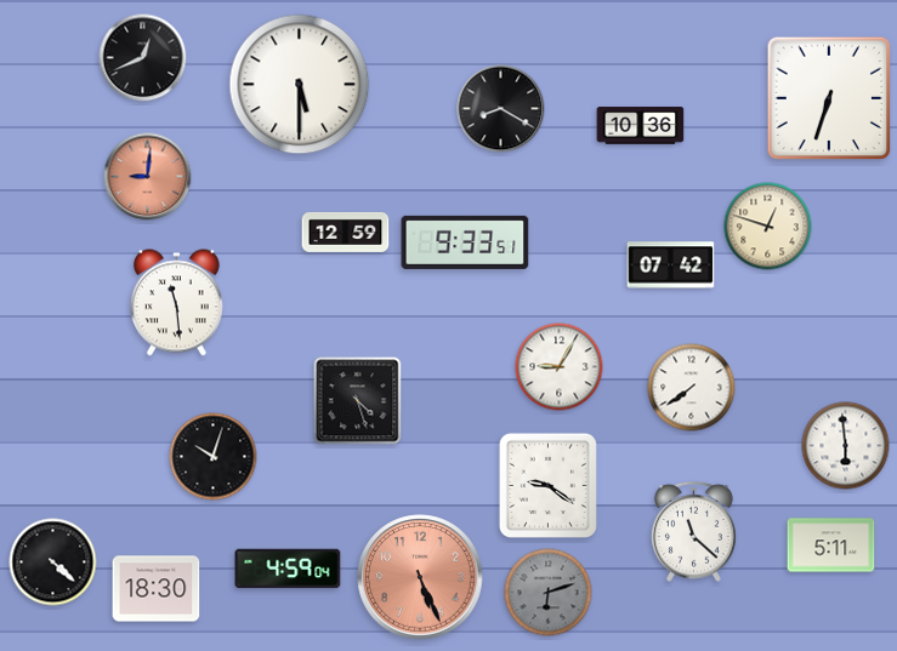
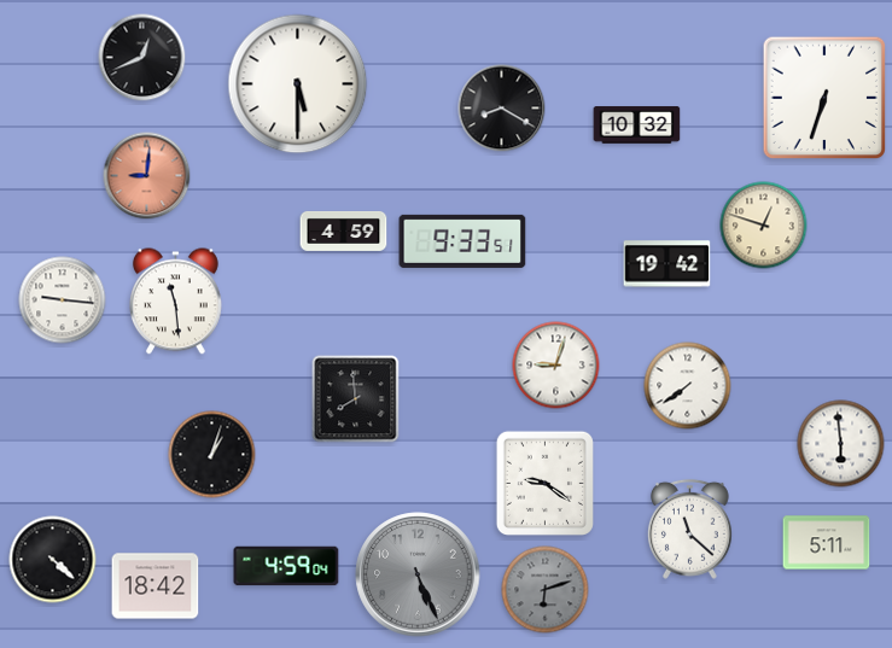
clock at (501, 109) position: (501, 109) -> (502, 109)
clock at (641, 126): 10:36 -> 10:32
clock at (346, 232): 12:59 -> 4:59
clock at (671, 265): 07:42 -> 19:42
clock at (63, 300): none -> 9:16
clock at (560, 367): 9:05 -> 9:03
clock at (358, 401): 4:27 -> 7:59
clock at (214, 457): 10:03 -> 1:03
clock at (420, 577) dial: salmon -> grey
clock at (157, 589): 18:30 -> 18:42
